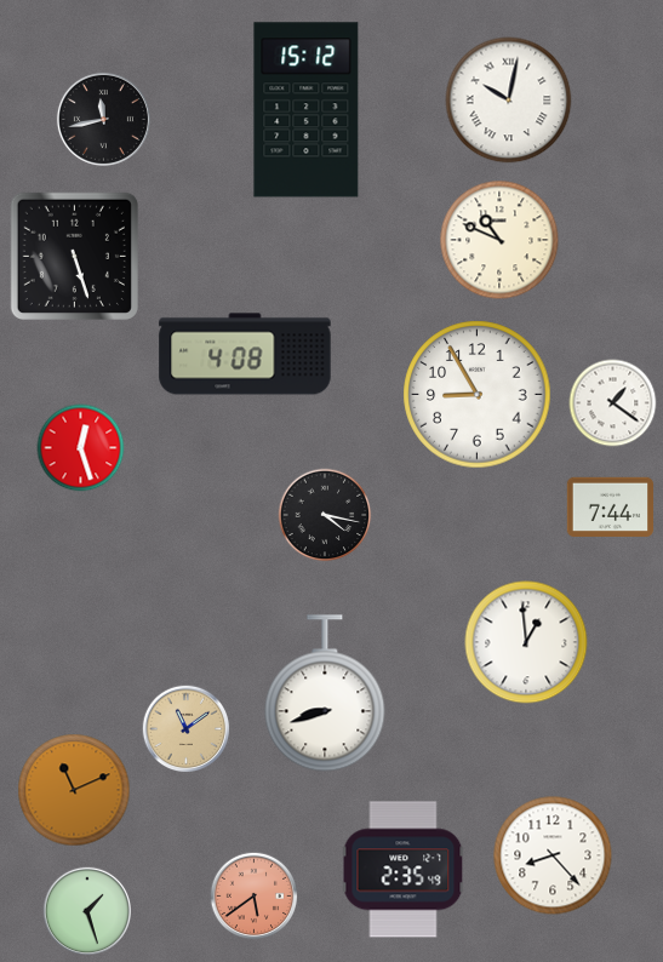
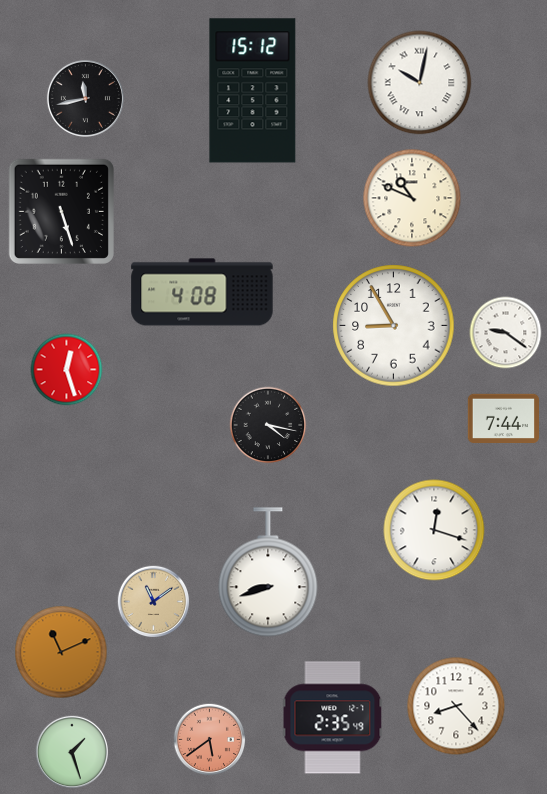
clock at (613, 403): 1:21 -> 9:21
clock at (526, 642): 12:59 -> 12:18
